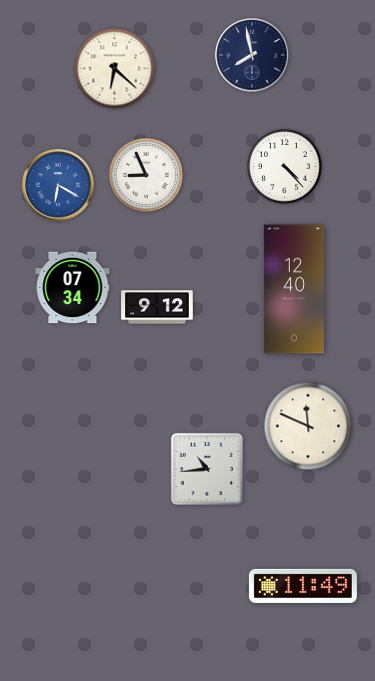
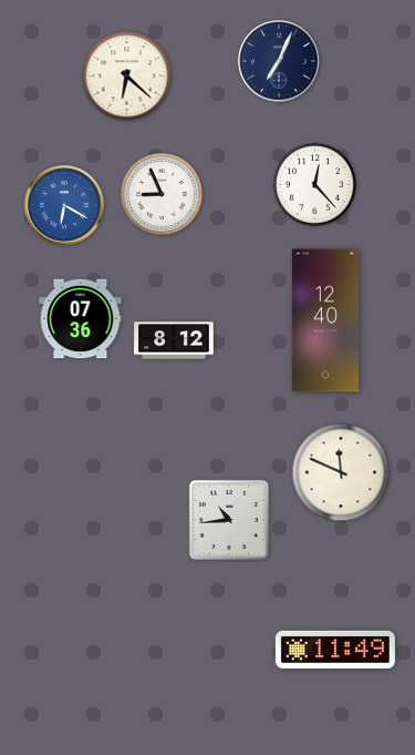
clock at (252, 55): 7:58 -> 7:04
clock at (284, 166): 4:23 -> 12:23
clock at (73, 288): 07:34 -> 07:36
clock at (157, 307): 9:12 -> 8:12
